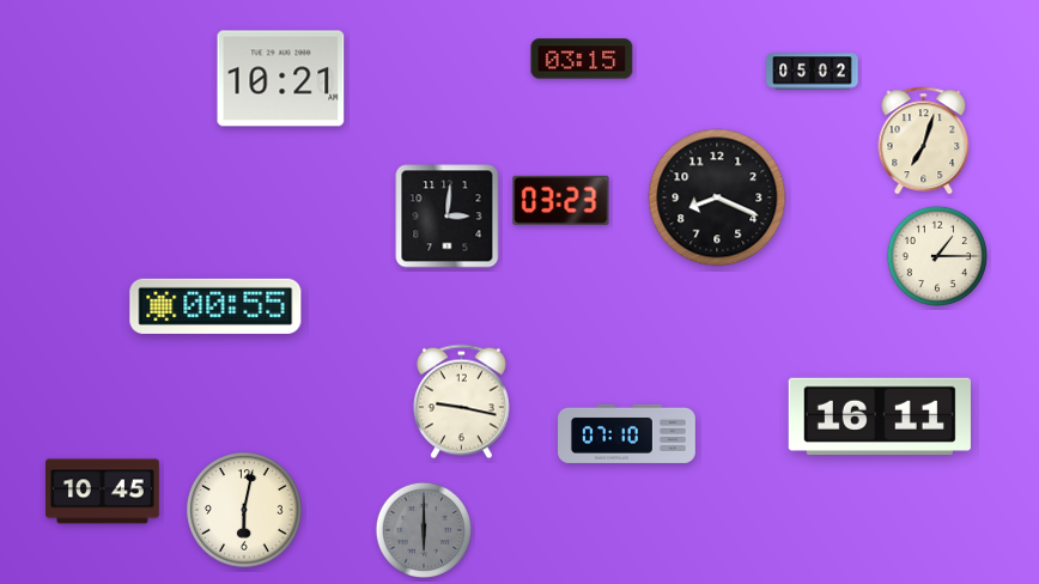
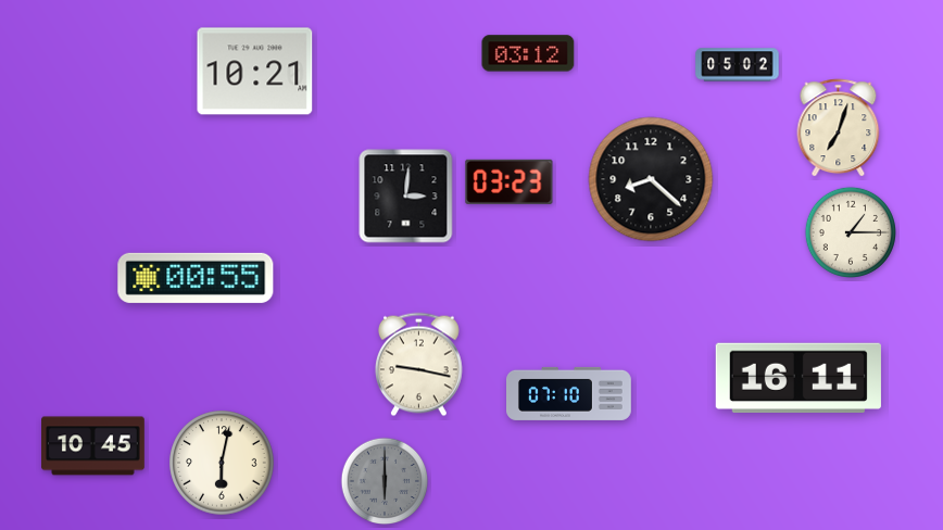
clock at (582, 59): 03:15 -> 03:12
clock at (717, 197): 8:19 -> 8:22
